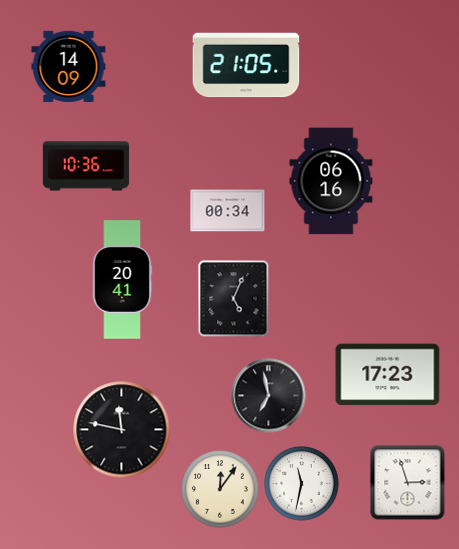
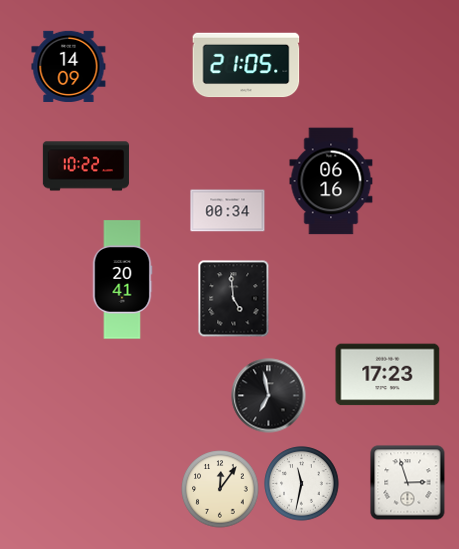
clock at (86, 166): 10:36 -> 10:22
clock at (234, 299): 5:04 -> 4:59
clock at (122, 430): 11:47 -> none
